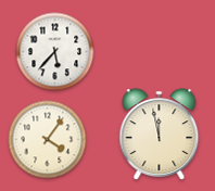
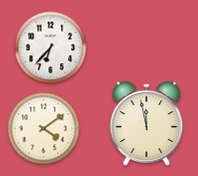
clock at (55, 52): 5:37 -> 6:37
clock at (48, 140): 4:06 -> 4:09
